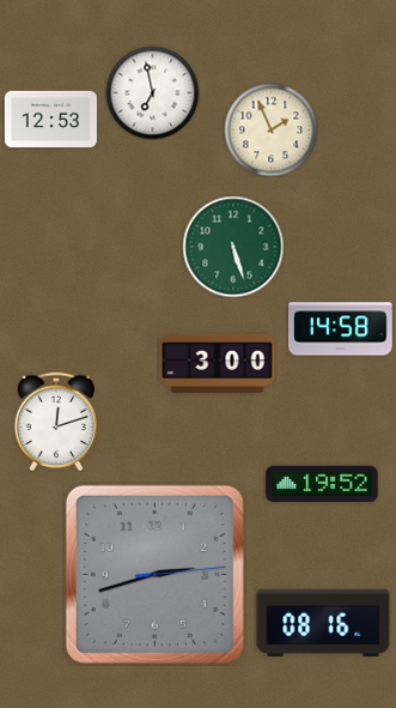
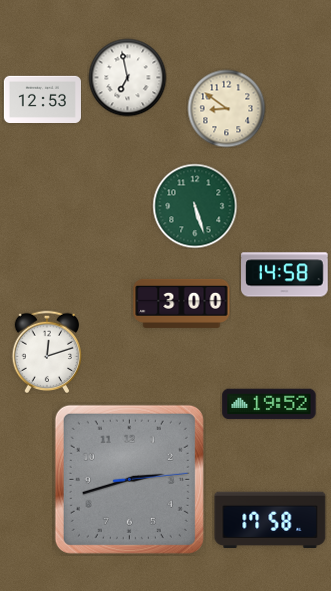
clock at (270, 129): 1:56 -> 8:51
clock at (323, 623): 08:16 -> 17:58
